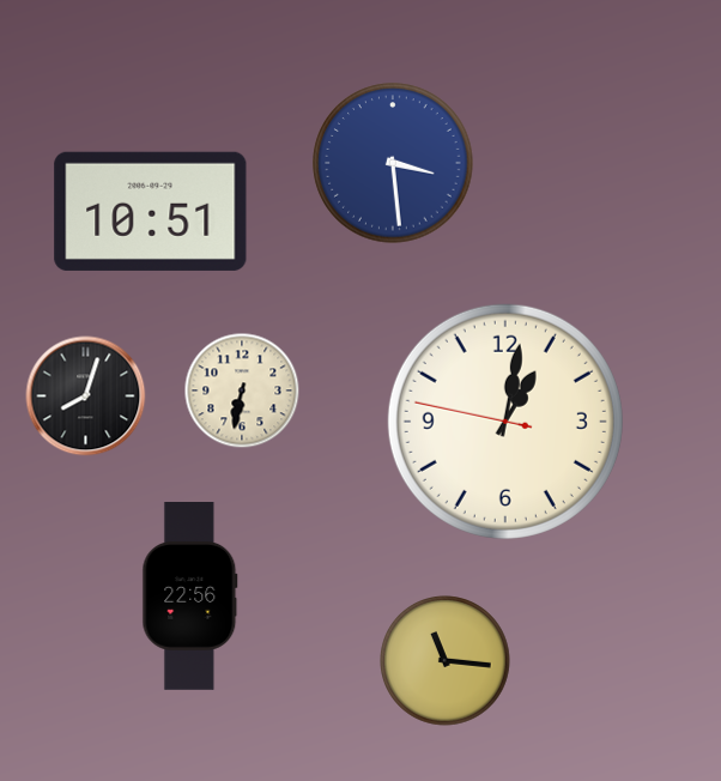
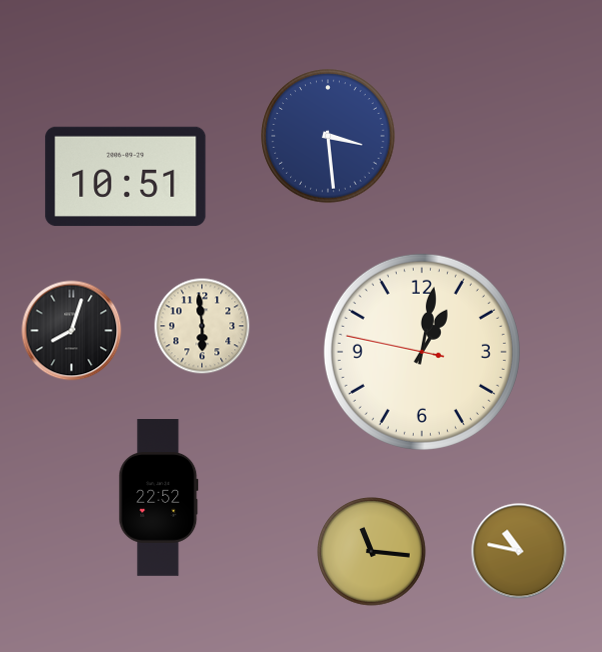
clock at (242, 390): 6:32 -> 5:59
clock at (190, 597): 22:56 -> 22:52
clock at (519, 551): none -> 10:47
